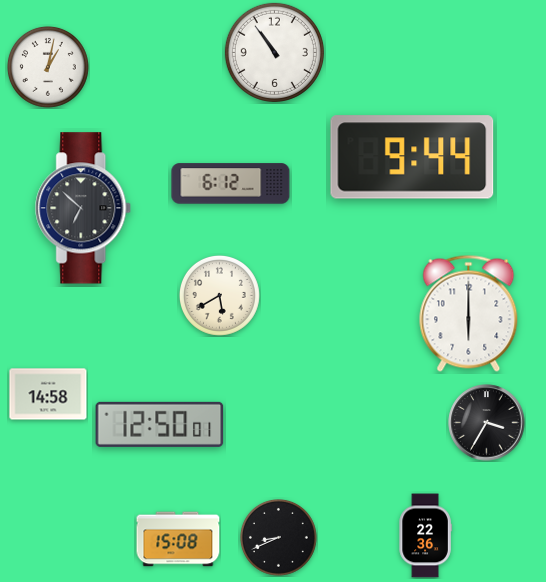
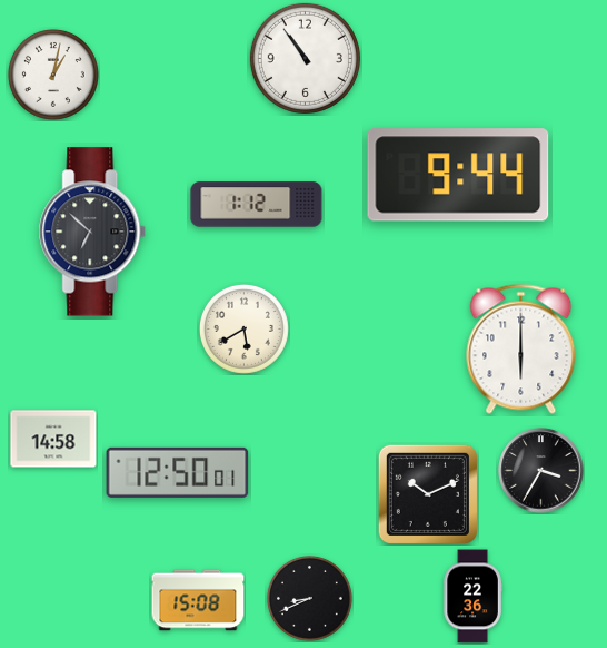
clock at (231, 184): 6:12 -> 1:12
clock at (428, 494): none -> 10:11
